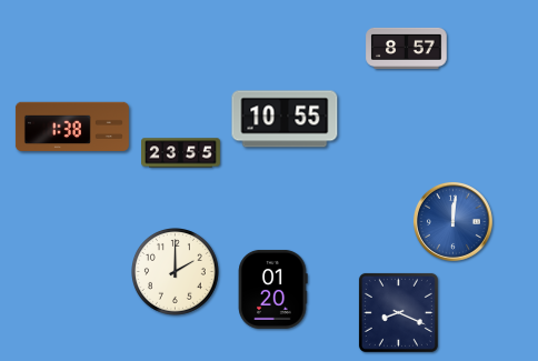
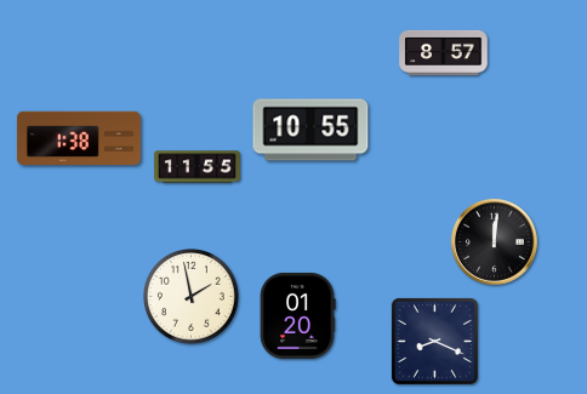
clock at (181, 153): 23:55 -> 11:55
clock at (452, 221) dial: blue -> black
clock at (176, 272): 2:00 -> 1:58
